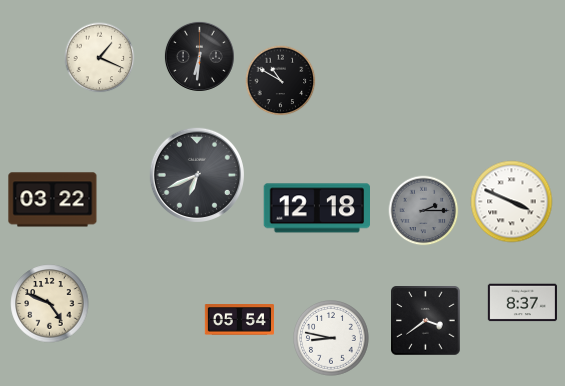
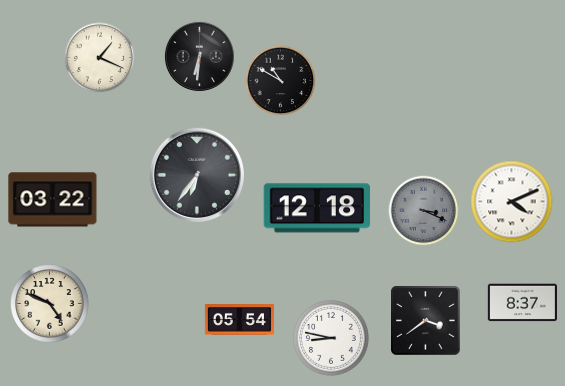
clock at (197, 175): 6:41 -> 6:36
clock at (512, 202): 3:49 -> 4:11
clock at (424, 211): 2:15 -> 3:19
